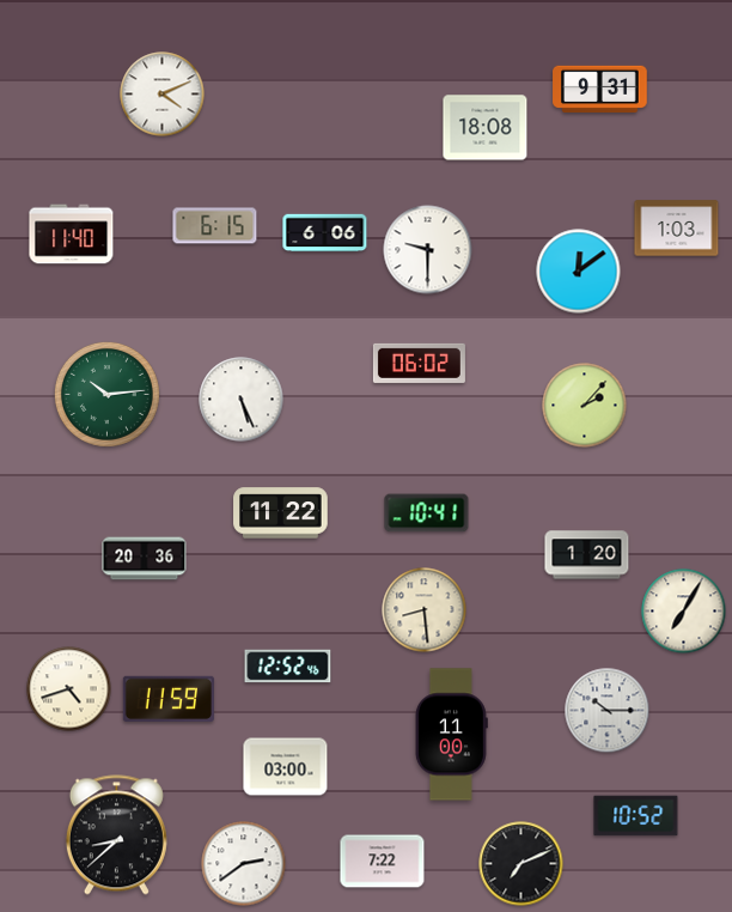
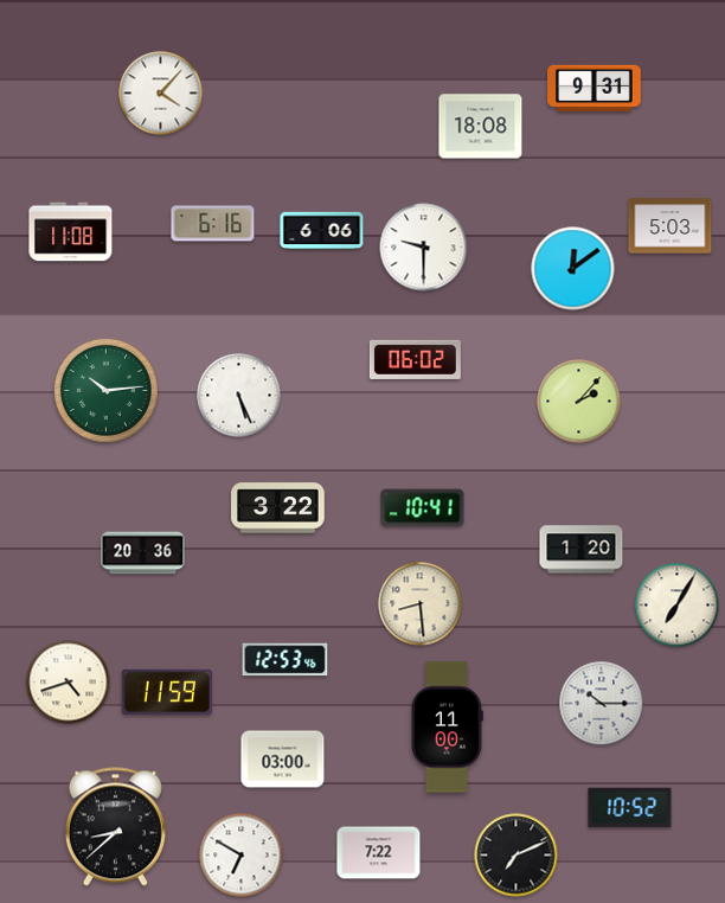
clock at (163, 95): 4:11 -> 4:07
clock at (215, 226): 6:15 -> 6:16
clock at (677, 229): 1:03 -> 5:03
clock at (72, 235): 11:40 -> 11:08
clock at (281, 513): 11:22 -> 3:22
clock at (288, 667): 12:52 -> 12:53
clock at (244, 864): 2:39 -> 6:50
